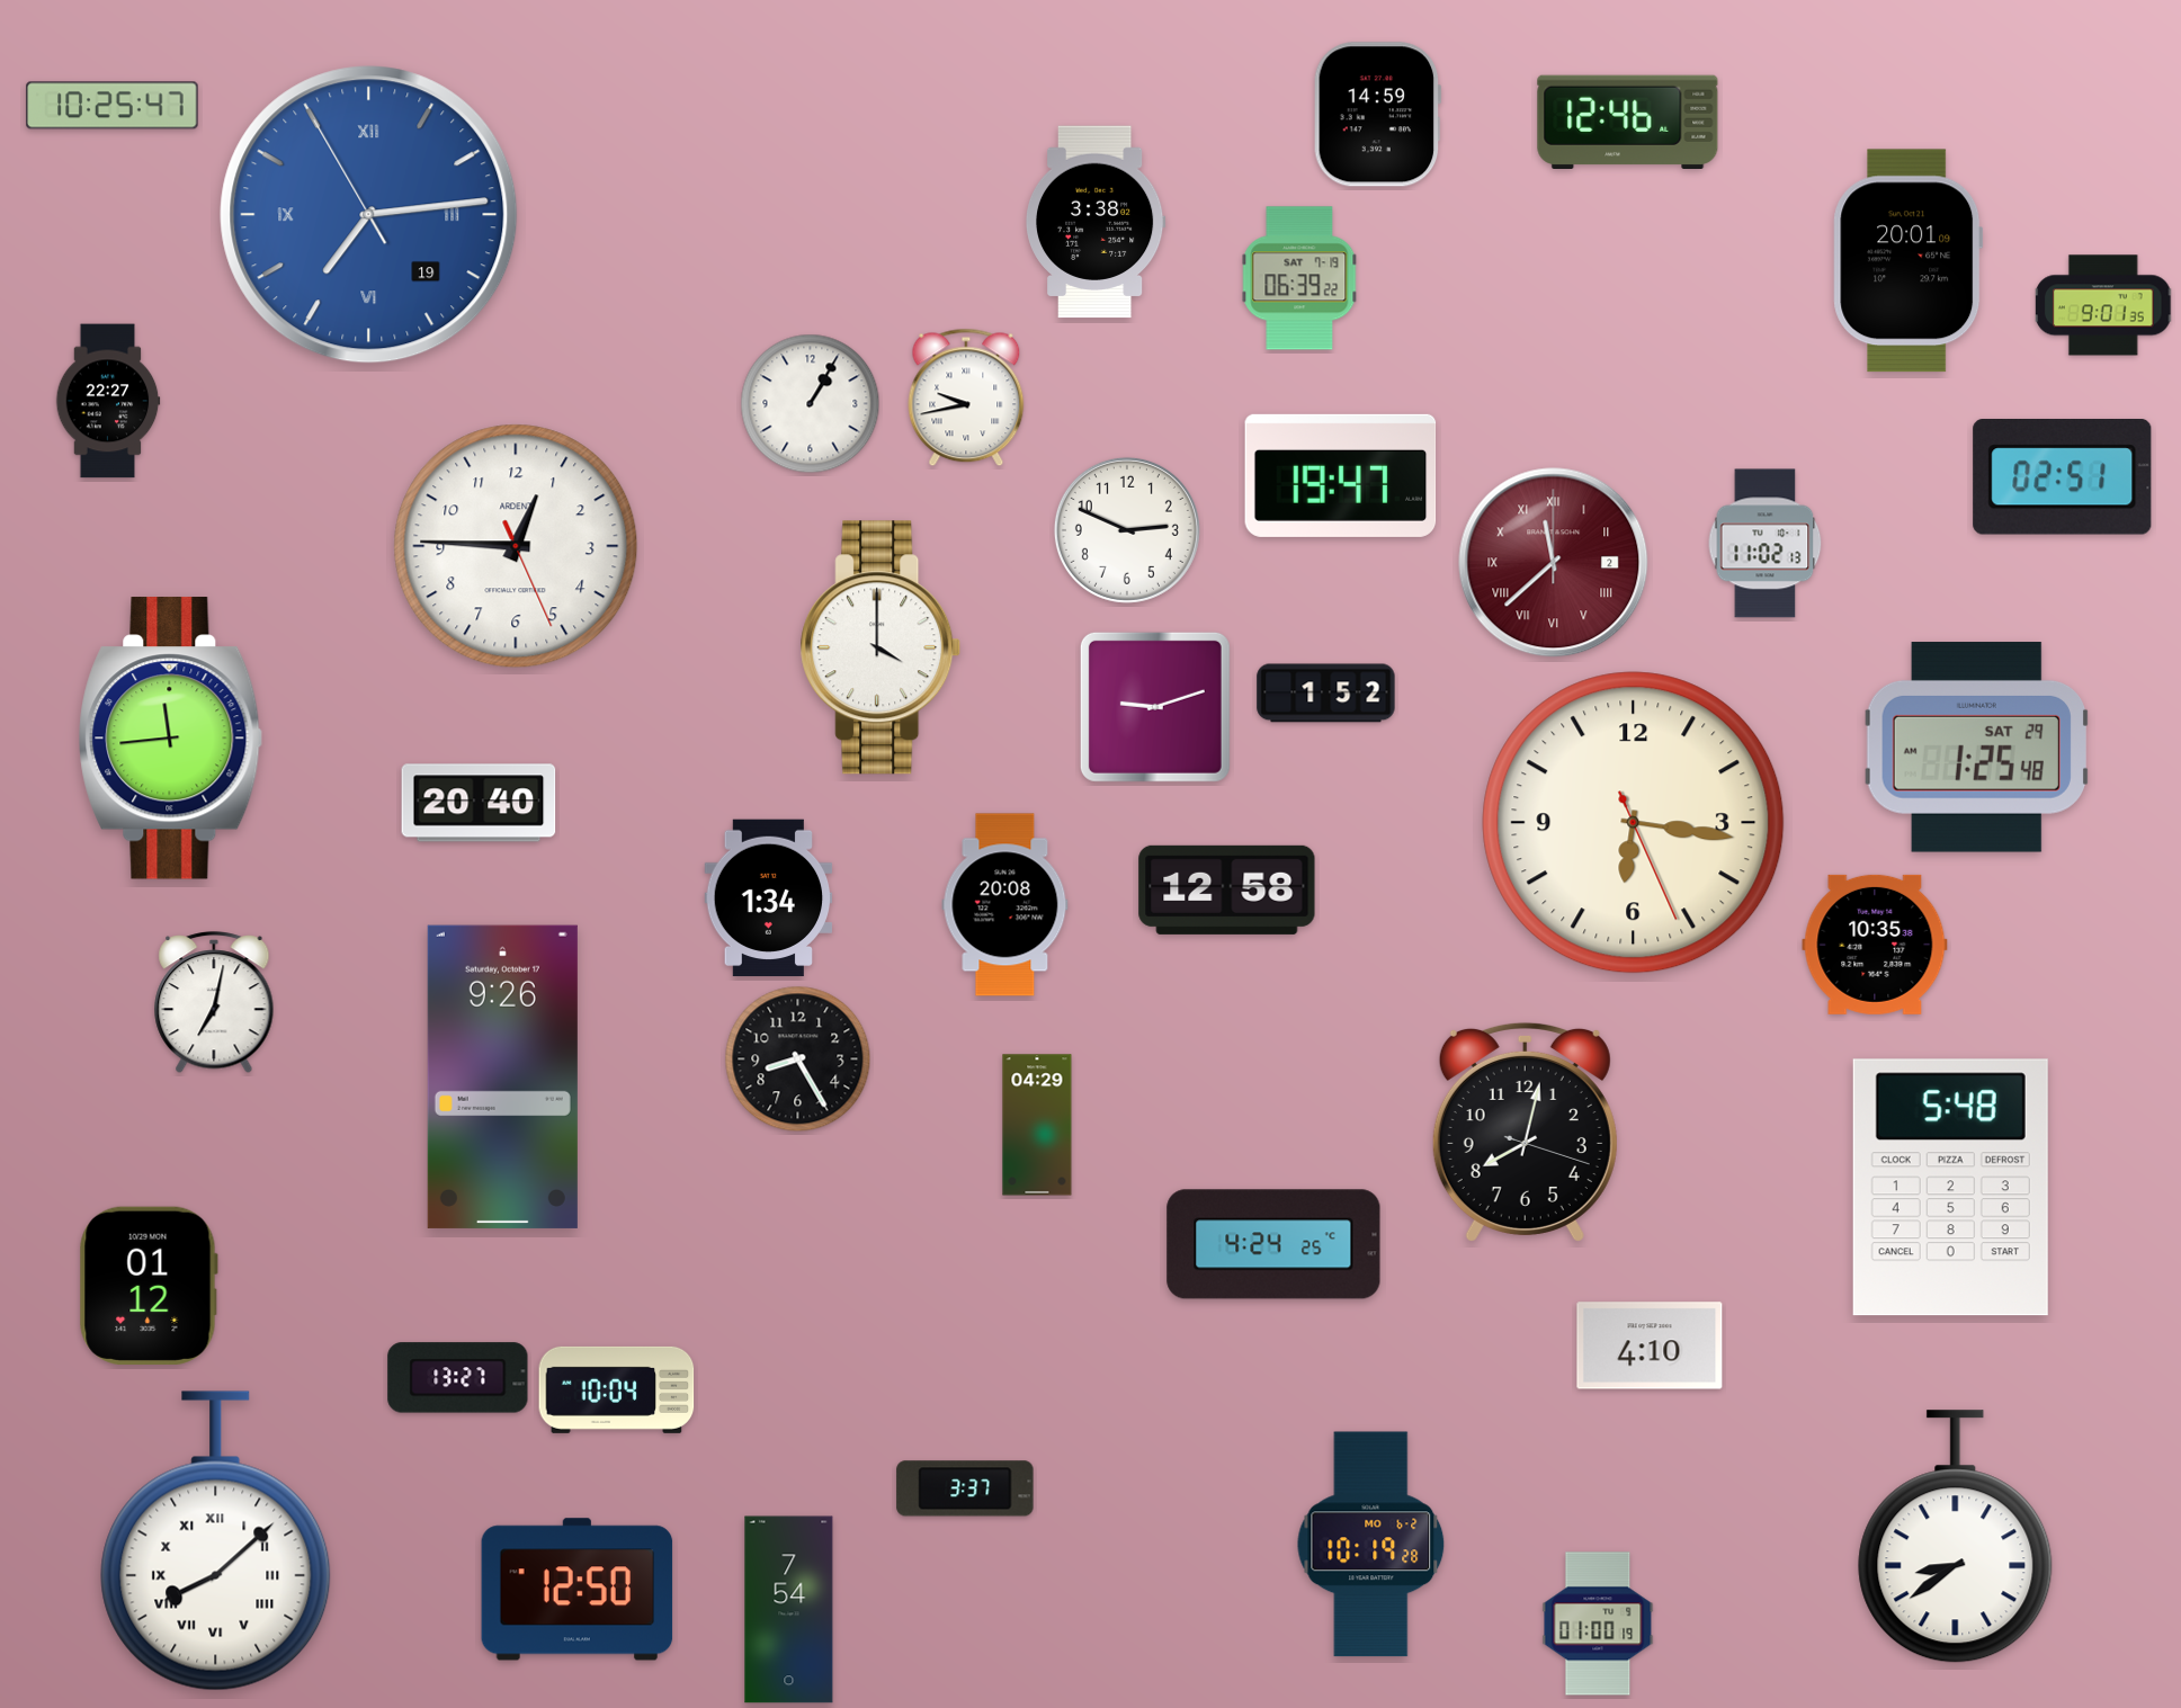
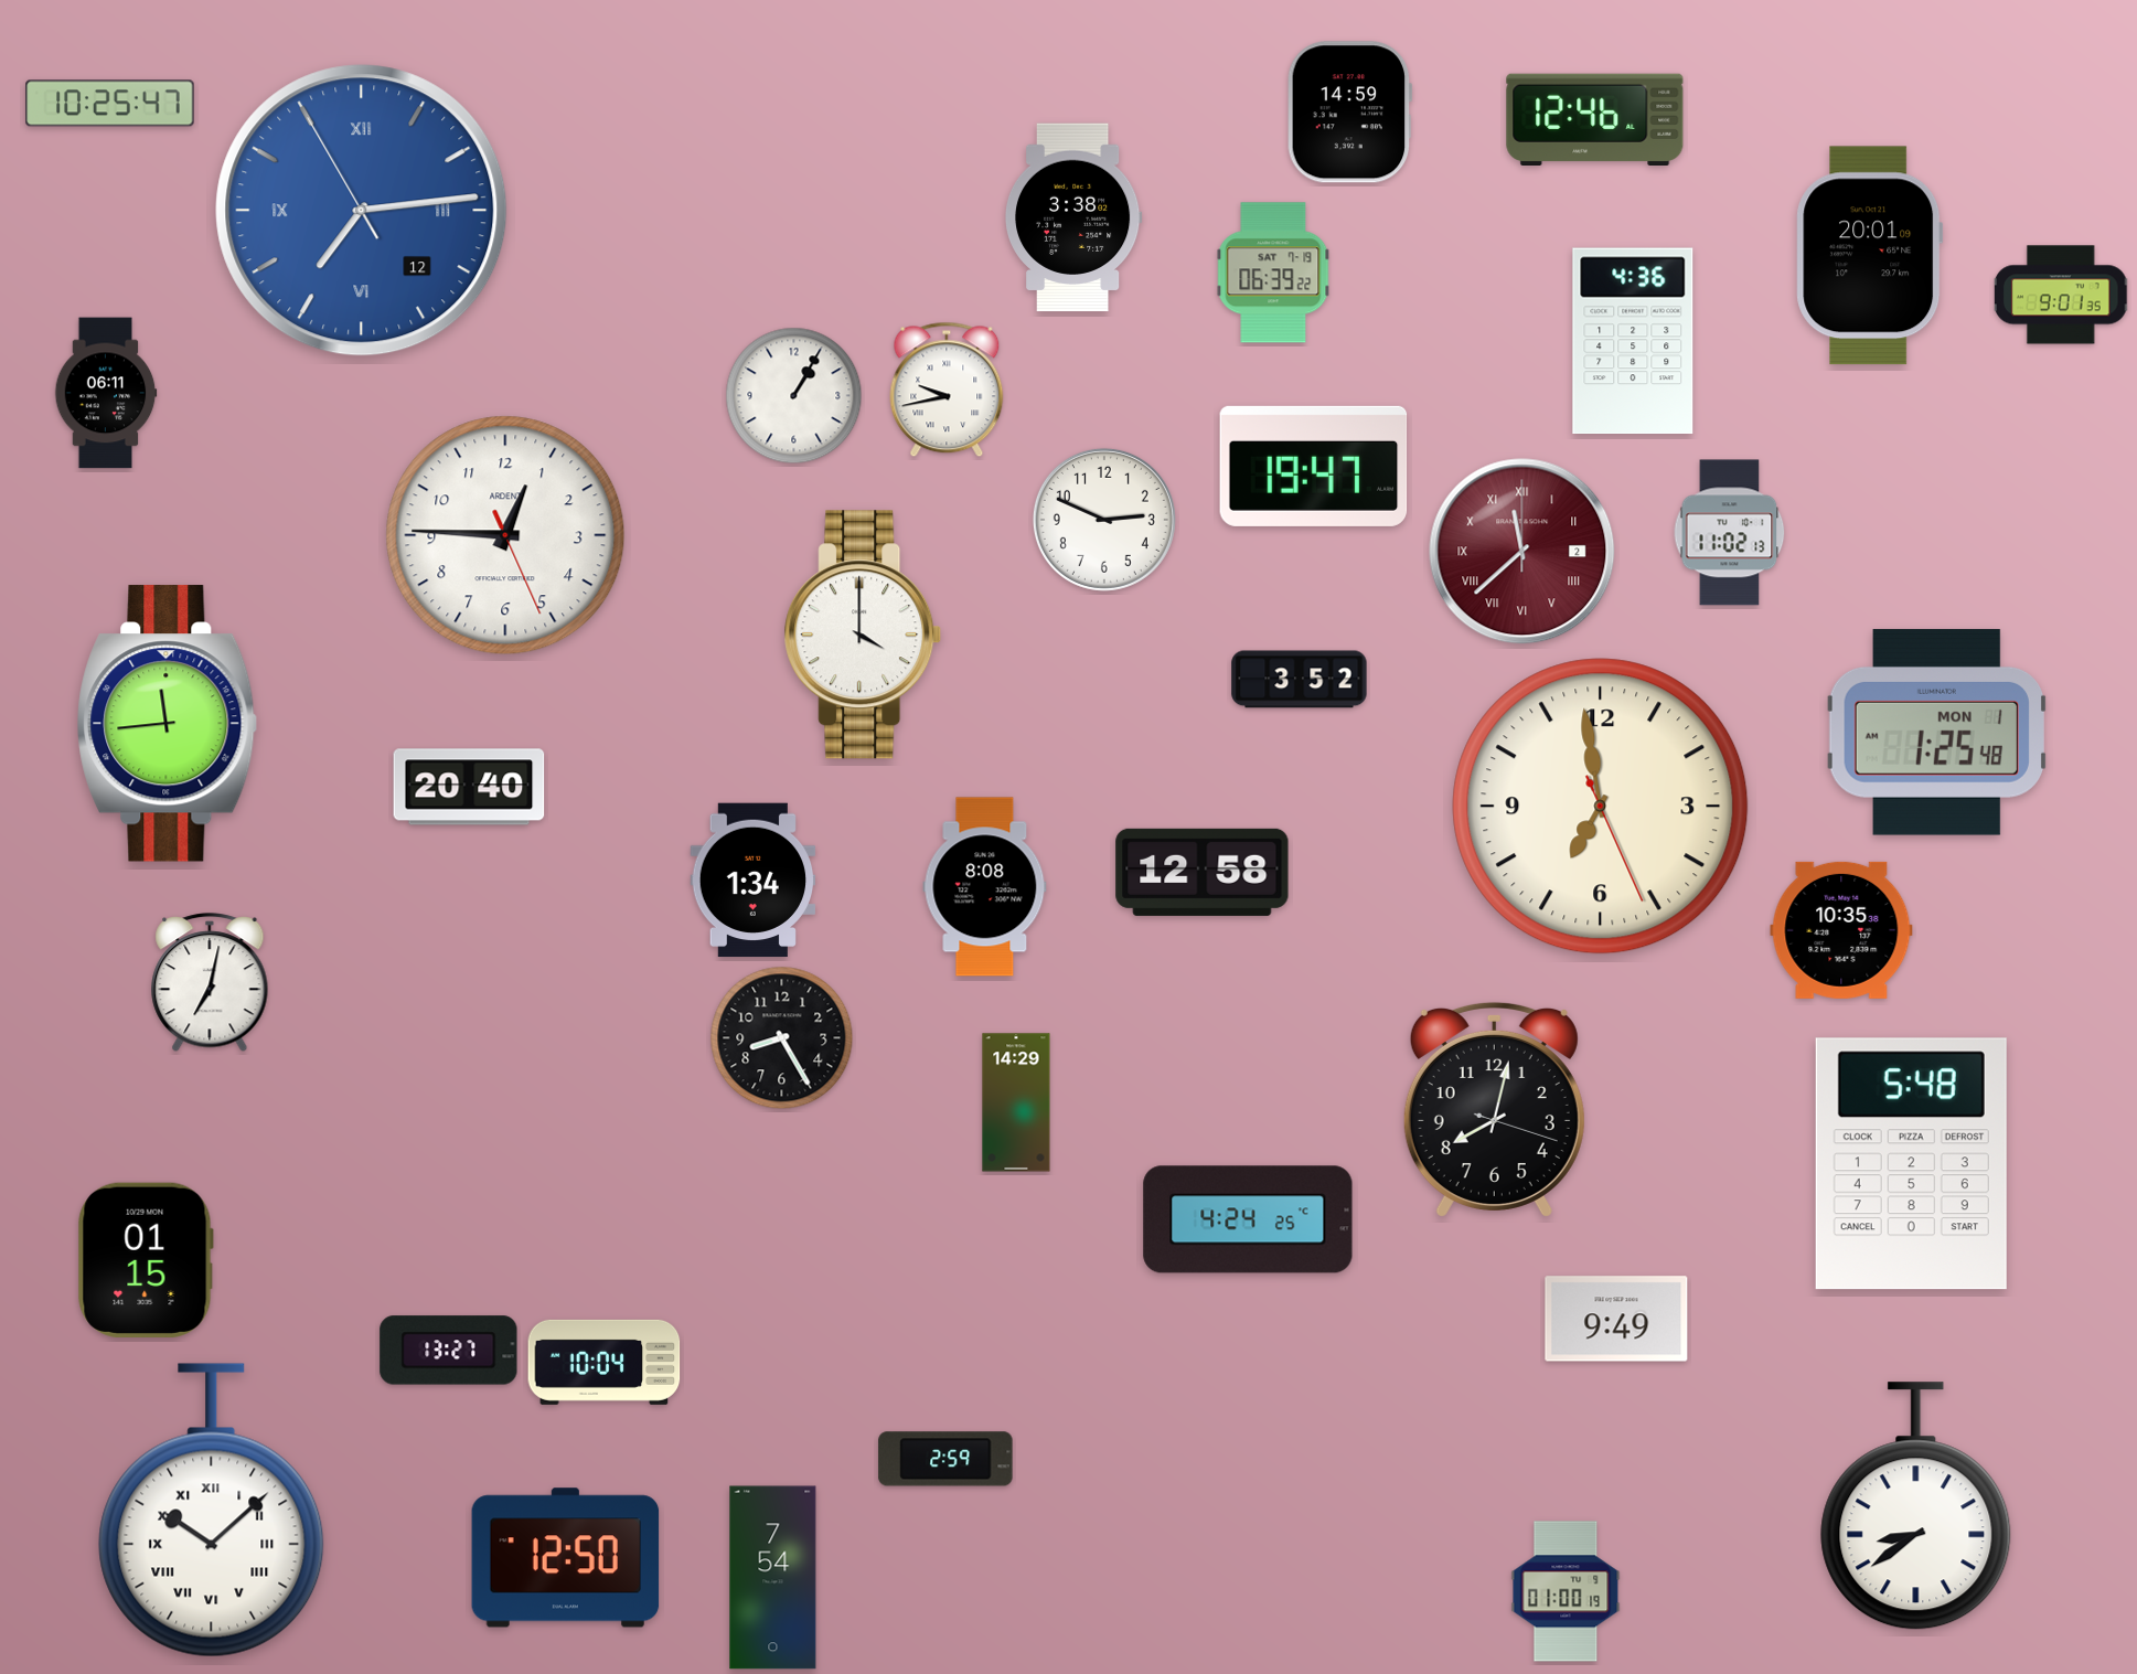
clock at (369, 215) date: 19 -> 12
clock at (2104, 305) position: (2104, 305) -> (2062, 295)
clock at (1633, 341): none -> 4:36
clock at (108, 401): 22:27 -> 06:11
clock at (2063, 477): 02:51 -> none
clock at (1326, 694): 1:52 -> 3:52
clock at (1155, 707): 9:12 -> none
clock at (1976, 748) date: SAT 29 -> MON 1
clock at (1634, 823): 6:16 -> 6:58
clock at (1005, 905): 20:08 -> 8:08
clock at (1875, 945) position: (1875, 945) -> (1841, 930)
clock at (502, 1076): 9:26 -> none
clock at (1037, 1125): 04:29 -> 14:29
clock at (149, 1286): 01:12 -> 01:15
clock at (1650, 1345): 4:10 -> 9:49
clock at (965, 1488): 3:37 -> 2:59
clock at (216, 1541): 8:08 -> 10:08
clock at (1371, 1545): 10:19 -> none
